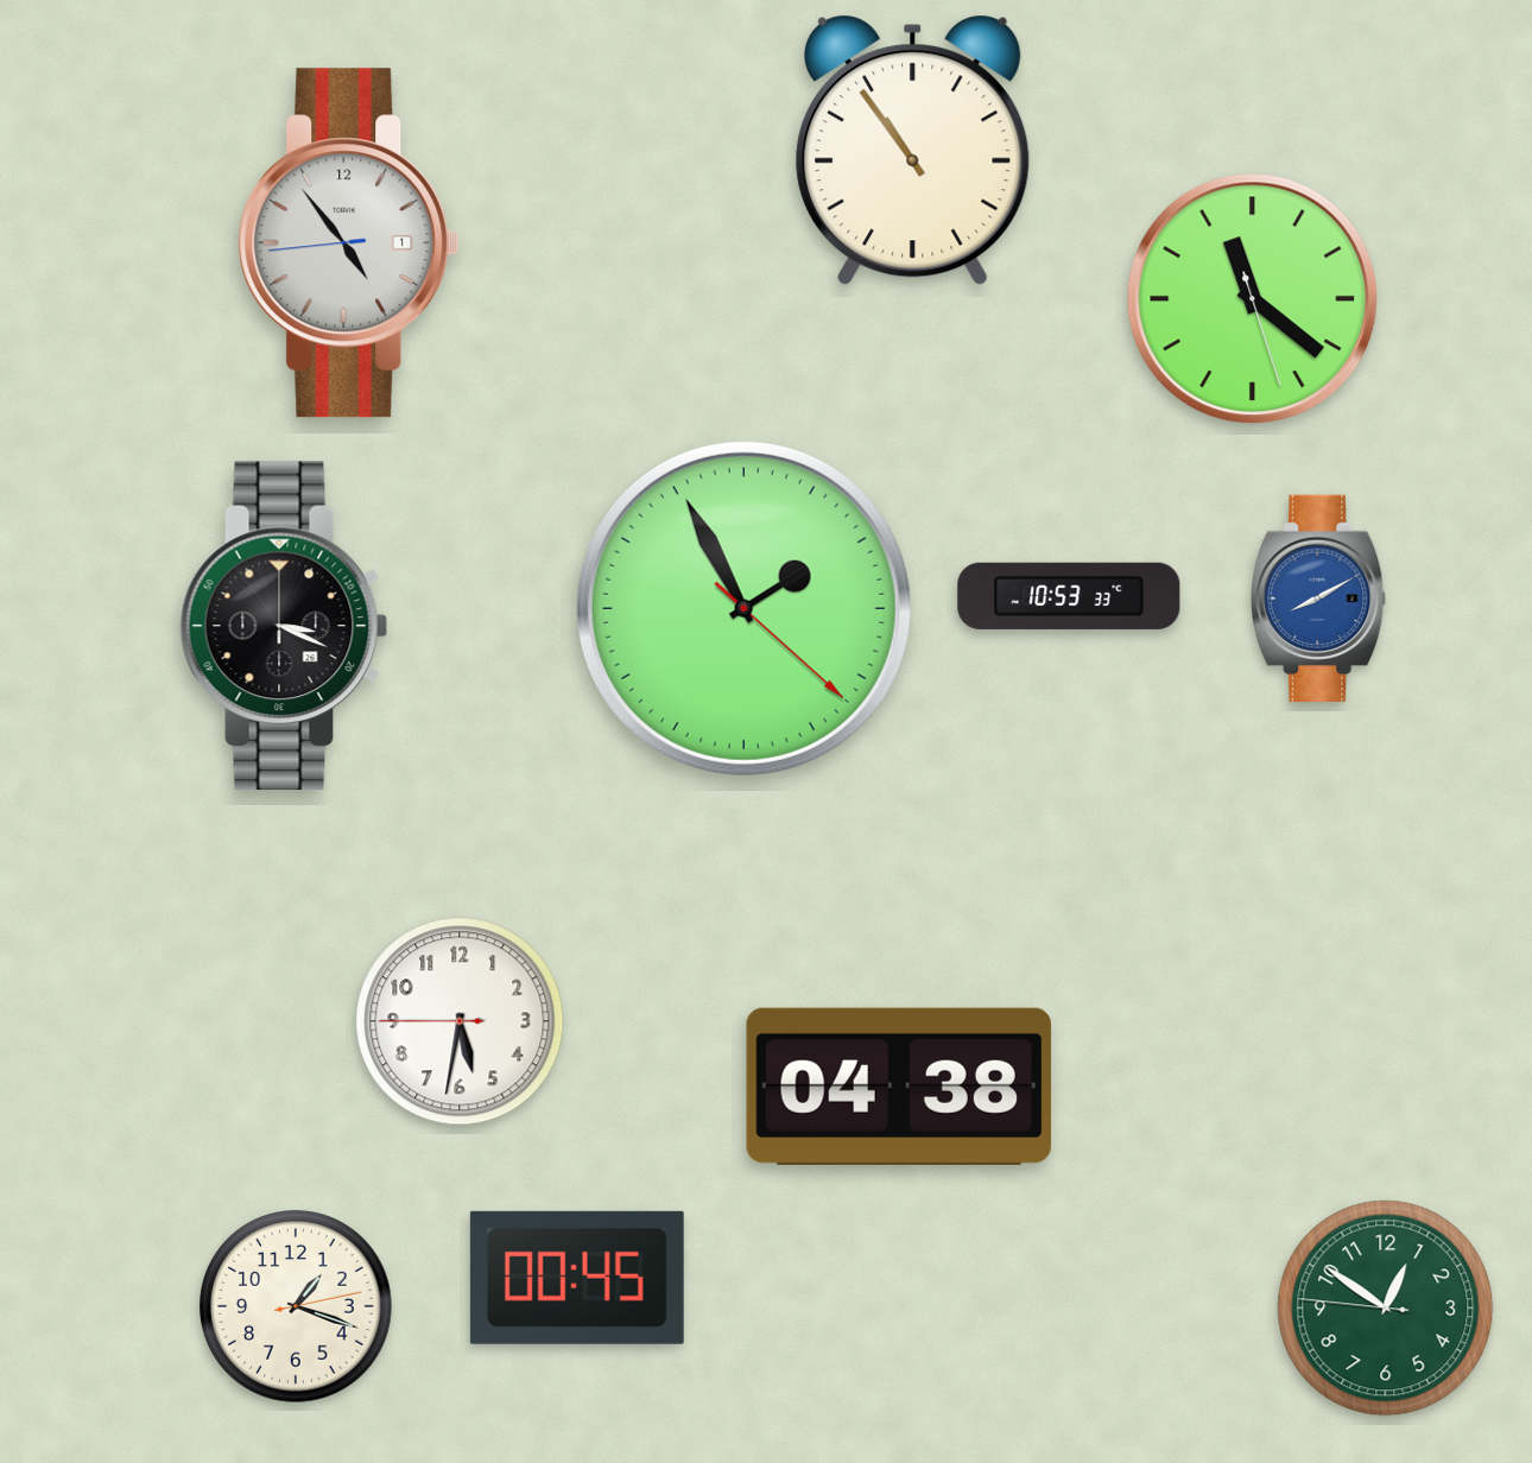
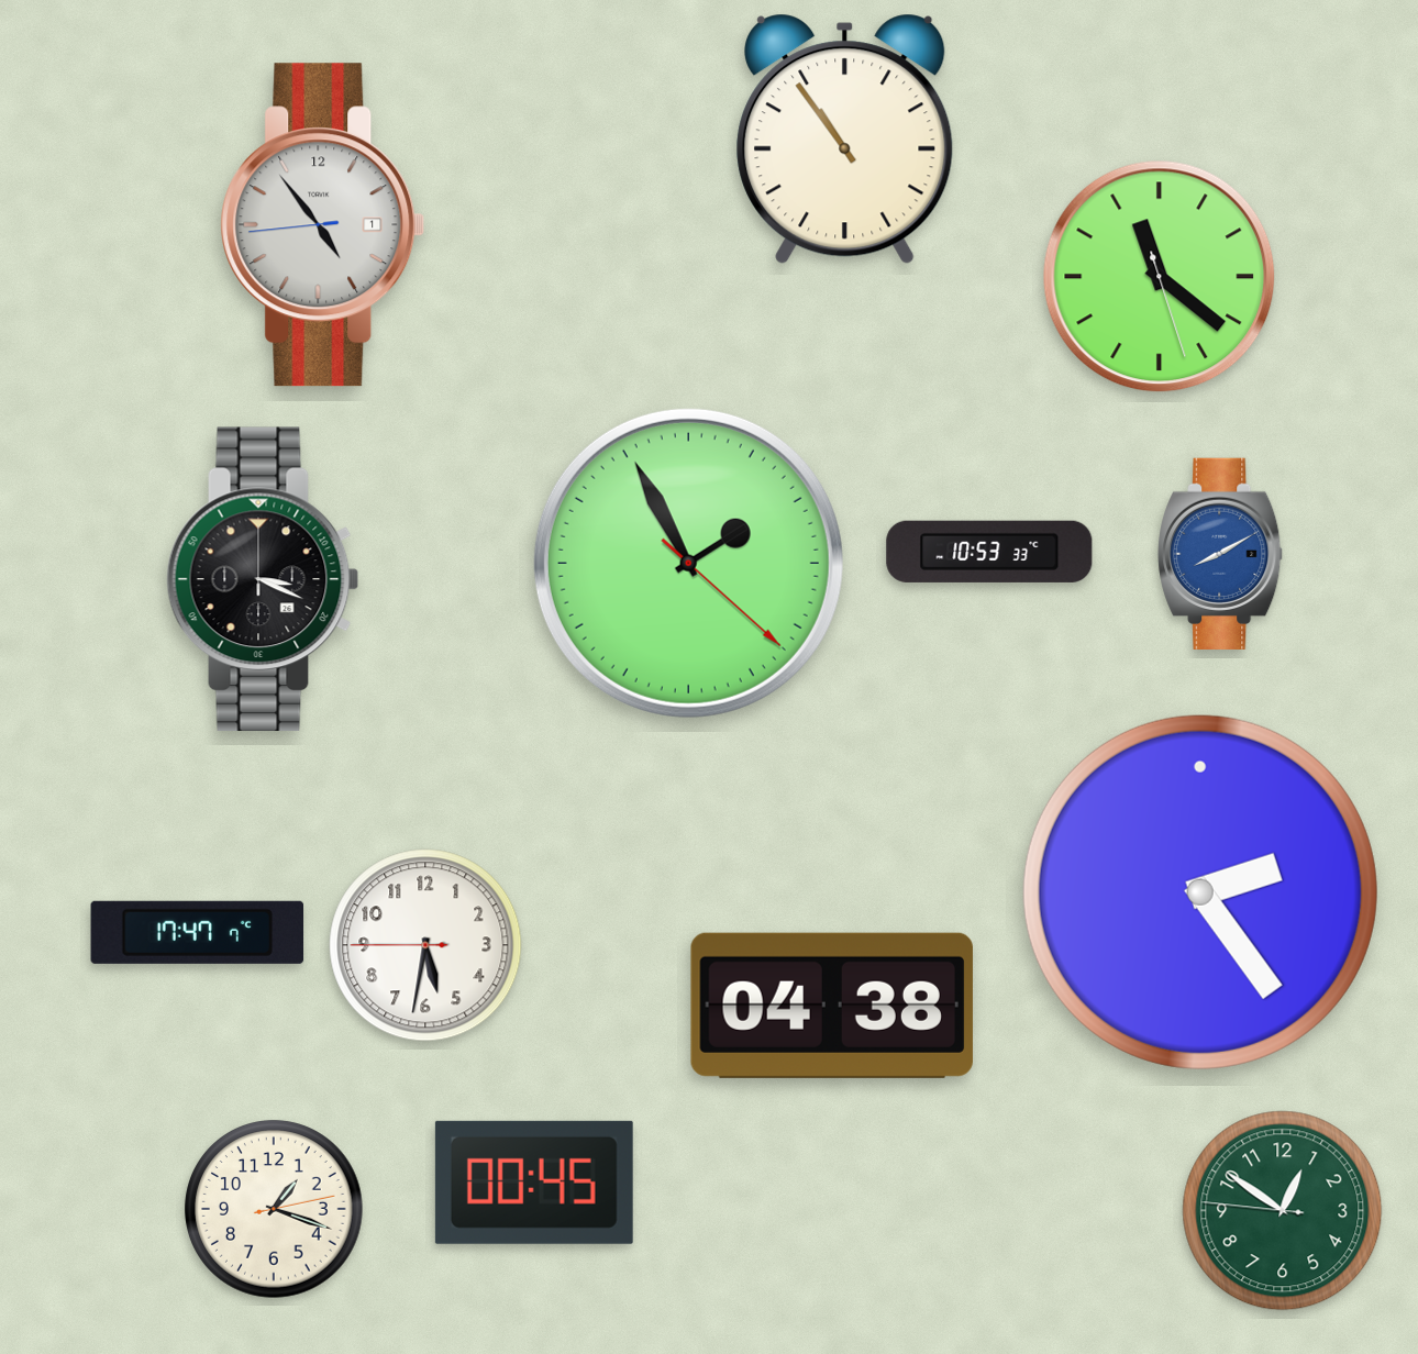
clock at (1200, 892): none -> 2:24
clock at (198, 932): none -> 17:47
